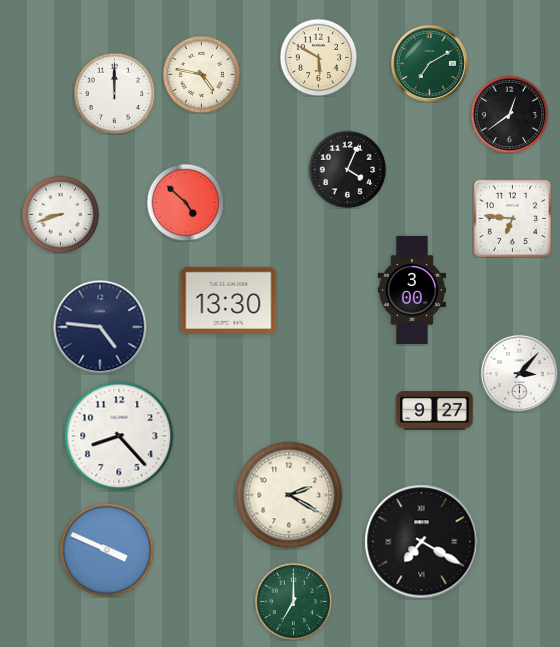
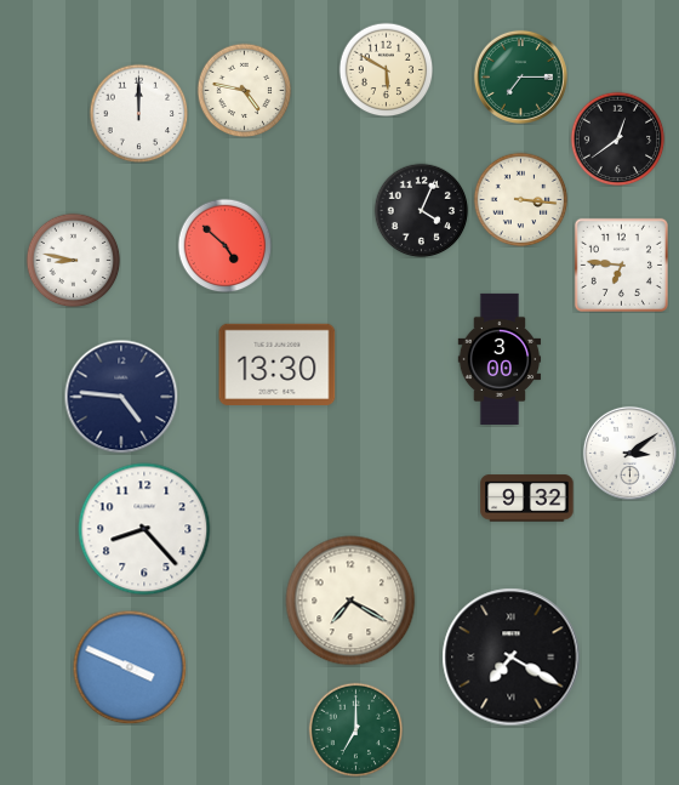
clock at (429, 63): 7:10 -> 7:15
clock at (520, 199): none -> 3:16
clock at (347, 169) position: (347, 169) -> (421, 210)
clock at (60, 214): 8:42 -> 8:47
clock at (412, 290) position: (412, 290) -> (500, 359)
clock at (519, 373): 3:07 -> 3:09
clock at (435, 411): 9:27 -> 9:32
clock at (289, 495): 2:20 -> 7:20
